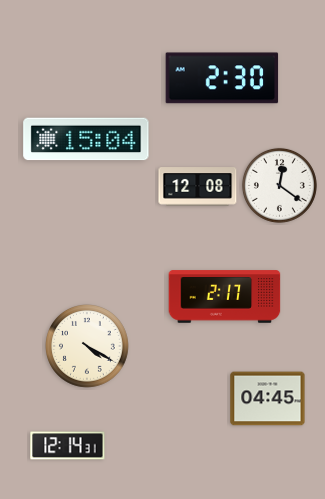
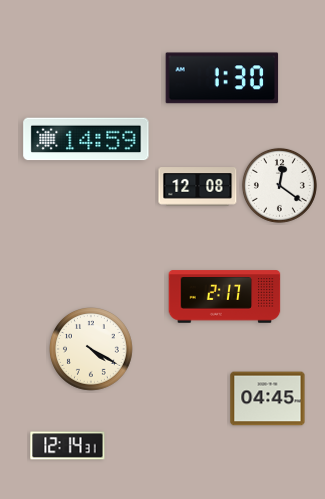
clock at (222, 78): 2:30 -> 1:30
clock at (86, 139): 15:04 -> 14:59
clock at (88, 347) position: (88, 347) -> (92, 350)
